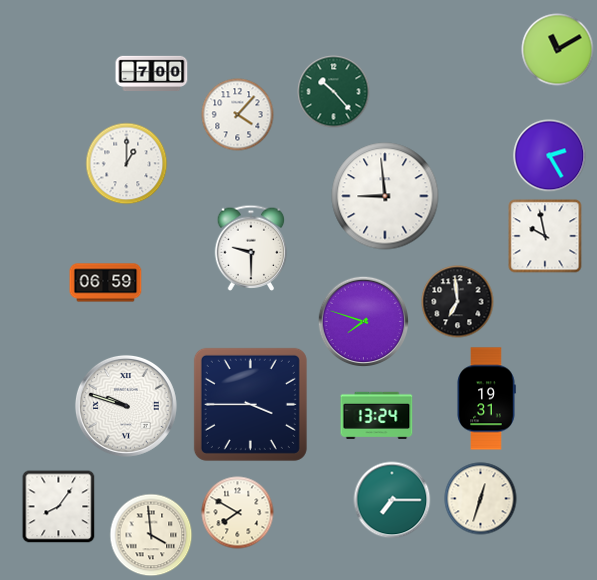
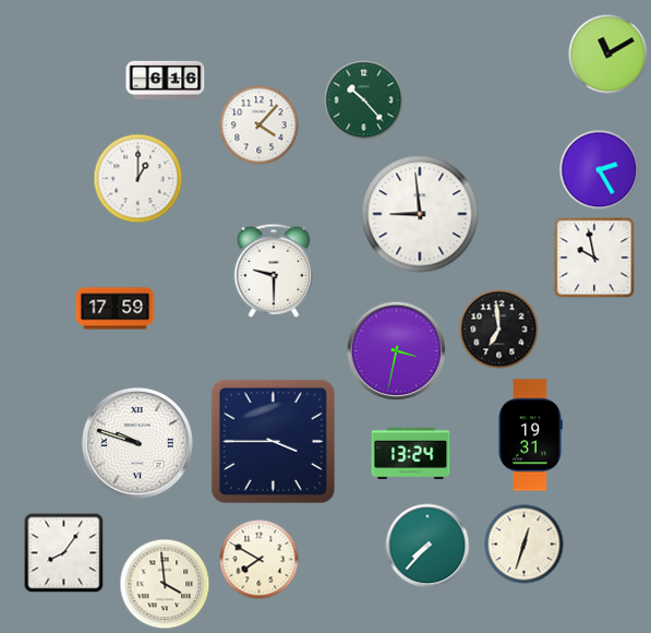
clock at (152, 73): 7:00 -> 6:16
clock at (106, 283): 06:59 -> 17:59
clock at (363, 321): 7:48 -> 3:32
clock at (392, 500): 7:15 -> 7:37
